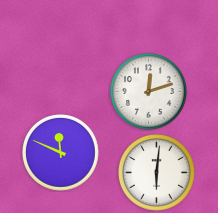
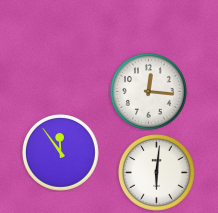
clock at (149, 92): 12:12 -> 12:16
clock at (61, 153): 11:49 -> 11:54
